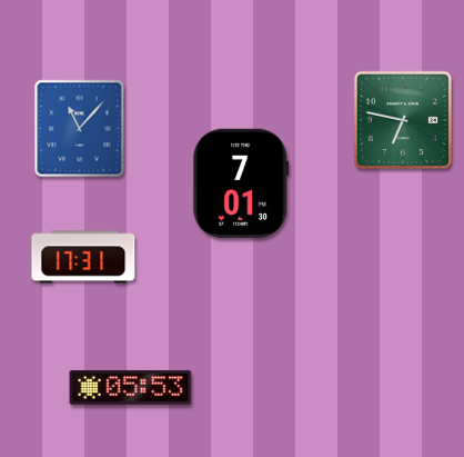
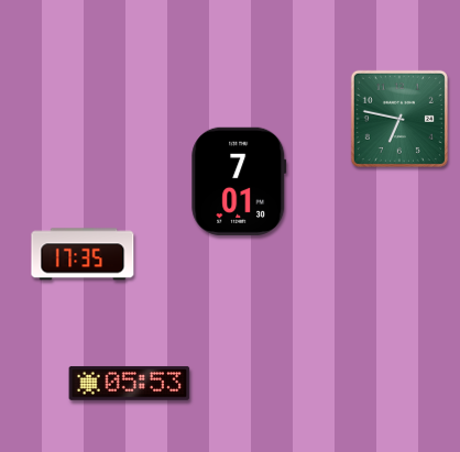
clock at (80, 129): 11:07 -> none
clock at (83, 257): 17:31 -> 17:35
